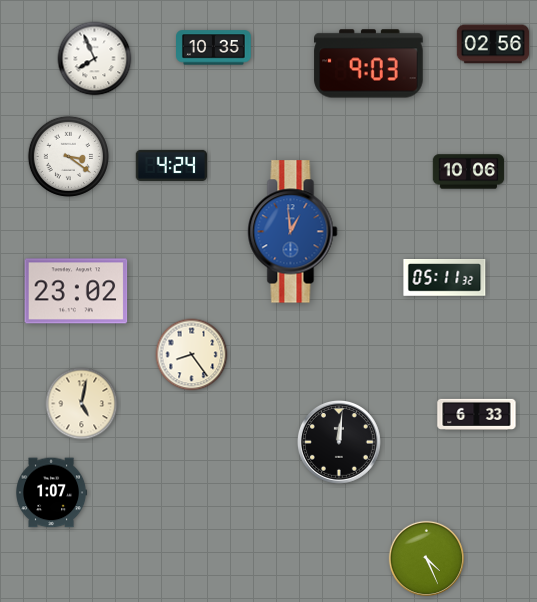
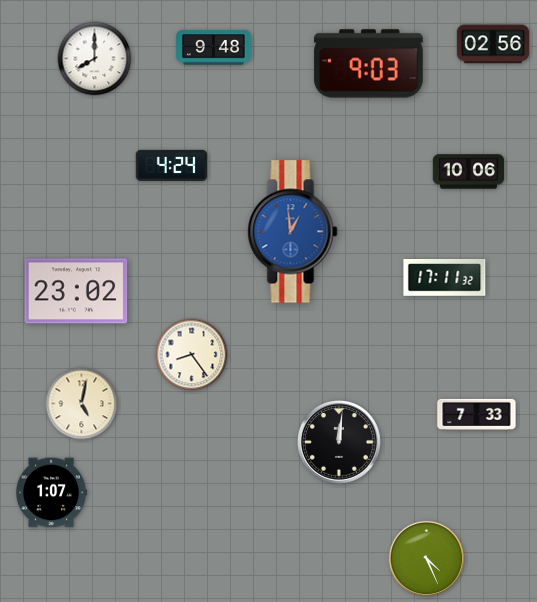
clock at (214, 48): 10:35 -> 9:48
clock at (95, 59): 7:56 -> 8:00
clock at (68, 156): 3:21 -> none
clock at (445, 278): 05:11 -> 17:11
clock at (477, 414): 6:33 -> 7:33
